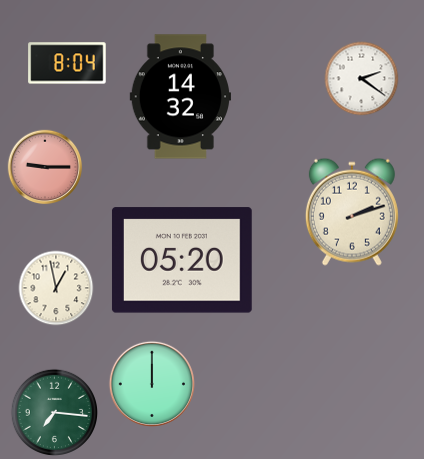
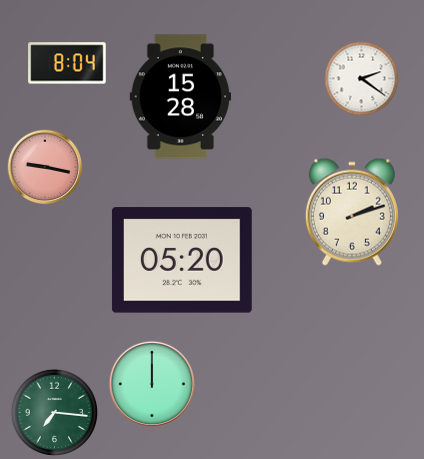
clock at (180, 97): 14:32 -> 15:28
clock at (45, 167): 9:15 -> 9:17
clock at (56, 288): 12:58 -> none
